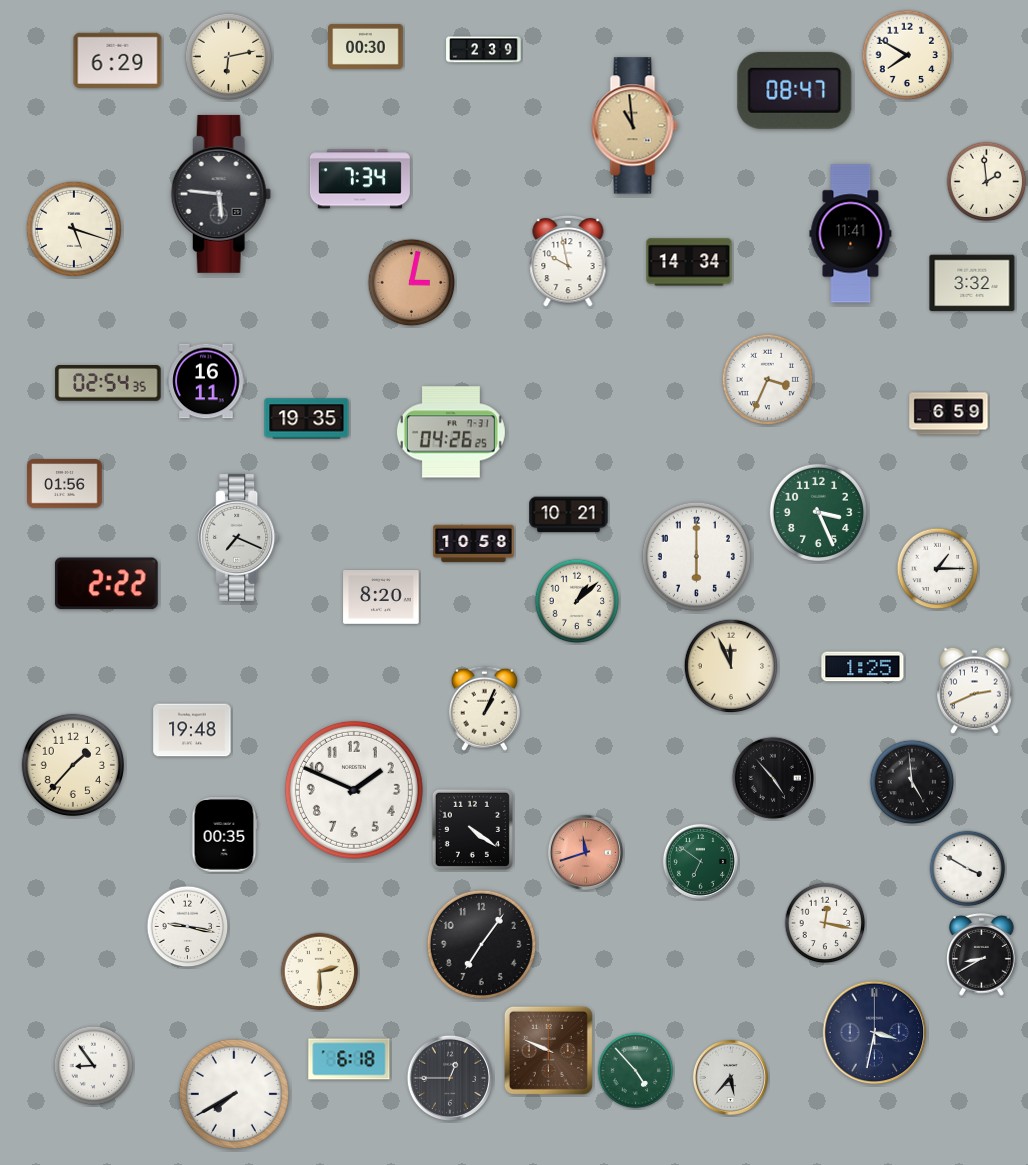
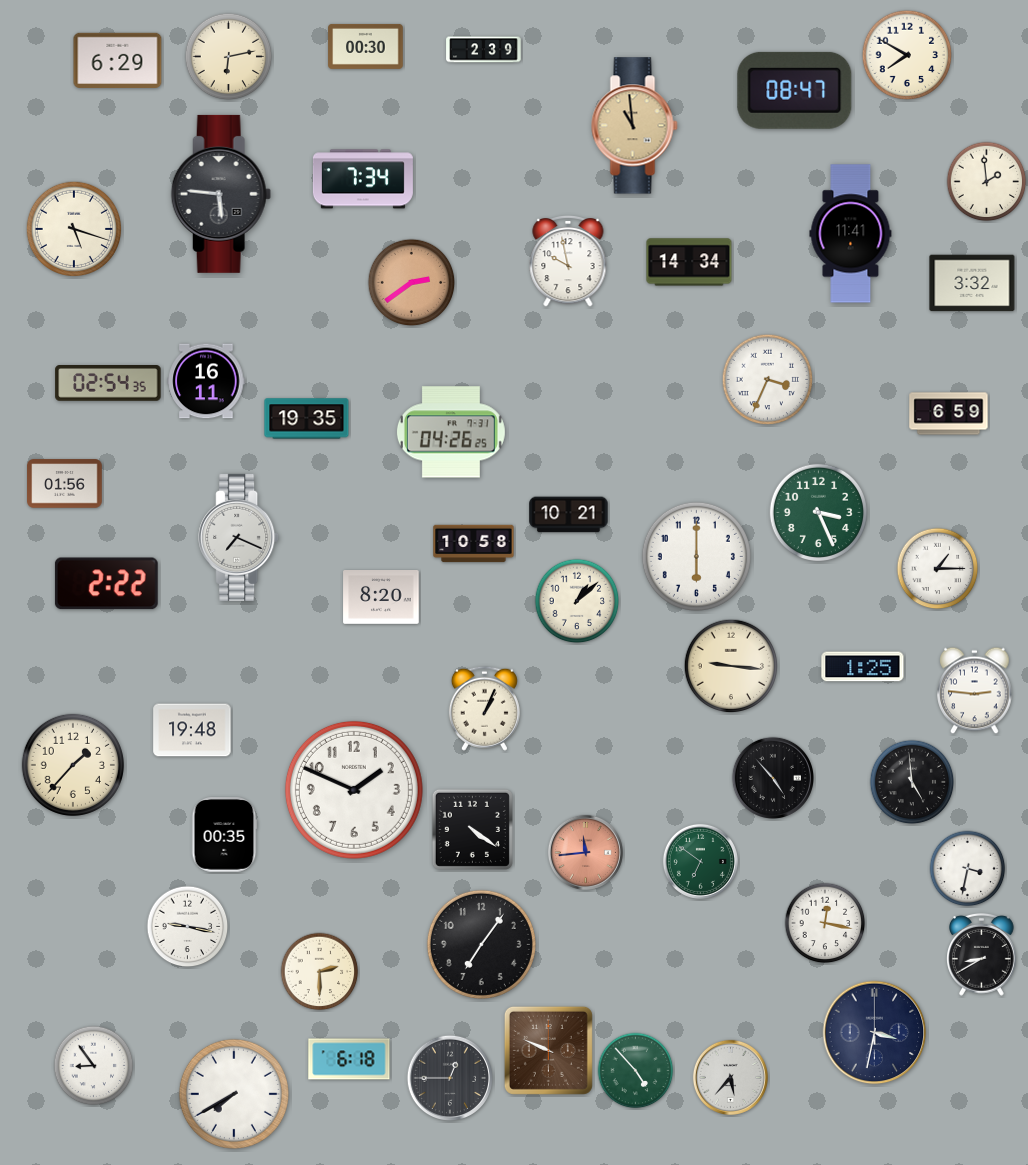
clock at (360, 179) position: (360, 179) -> (363, 179)
clock at (412, 283): 3:02 -> 2:39
clock at (731, 666): 11:56 -> 9:16
clock at (975, 691): 2:41 -> 2:46
clock at (585, 852): 11:42 -> 11:44
clock at (968, 869): 3:50 -> 3:32
